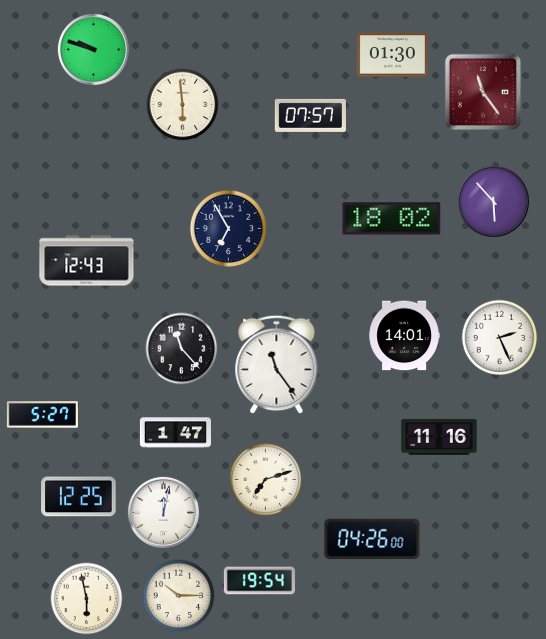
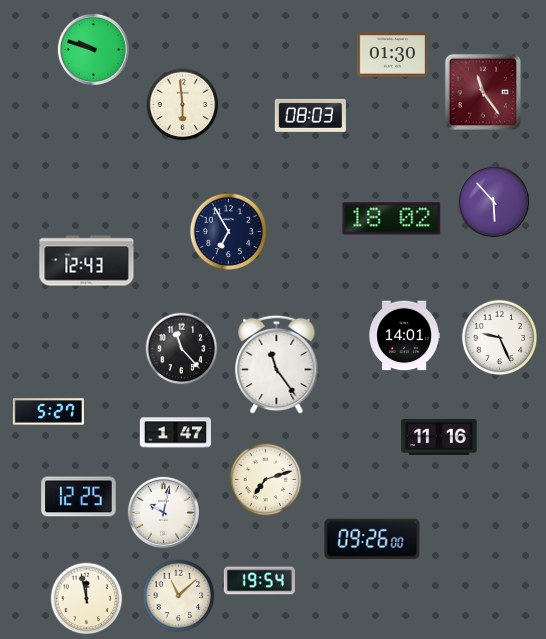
clock at (310, 115): 07:57 -> 08:03
clock at (228, 228) position: (228, 228) -> (228, 231)
clock at (500, 338): 2:26 -> 9:26
clock at (42, 415) position: (42, 415) -> (48, 412)
clock at (163, 512): 12:02 -> 10:02
clock at (372, 539): 04:26 -> 09:26
clock at (179, 596): 10:15 -> 11:08
clock at (87, 599): 5:58 -> 11:58
